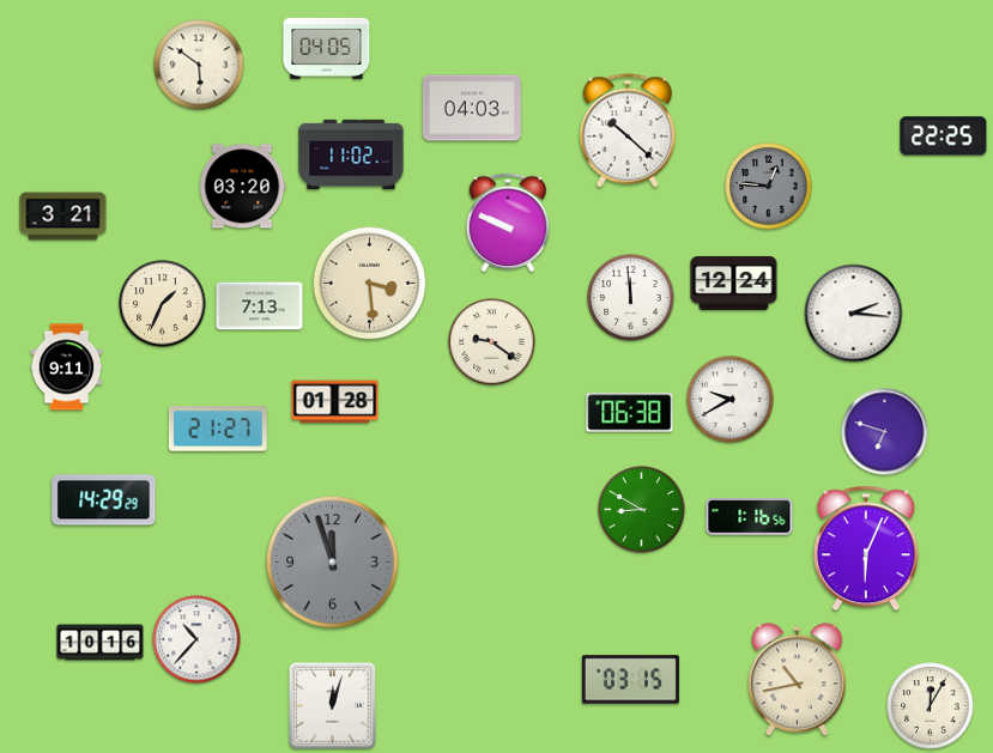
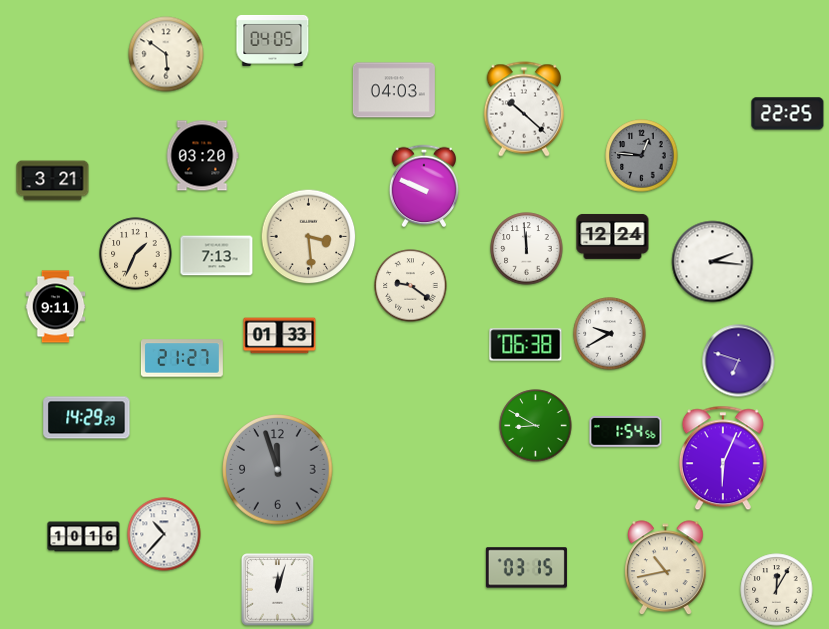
clock at (351, 154): 11:02 -> none
clock at (335, 402): 01:28 -> 01:33
clock at (750, 517): 1:16 -> 1:54
